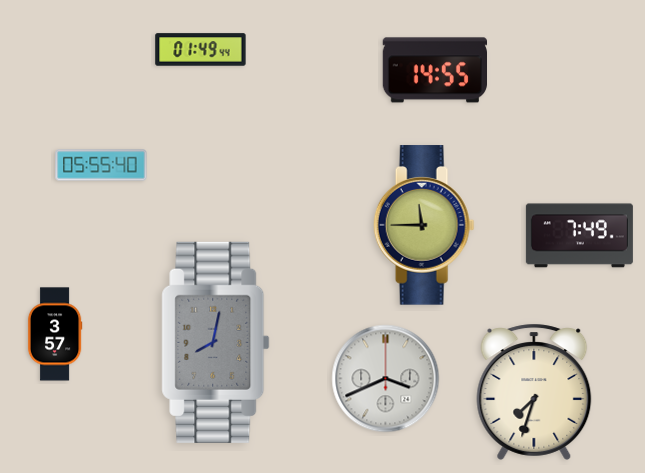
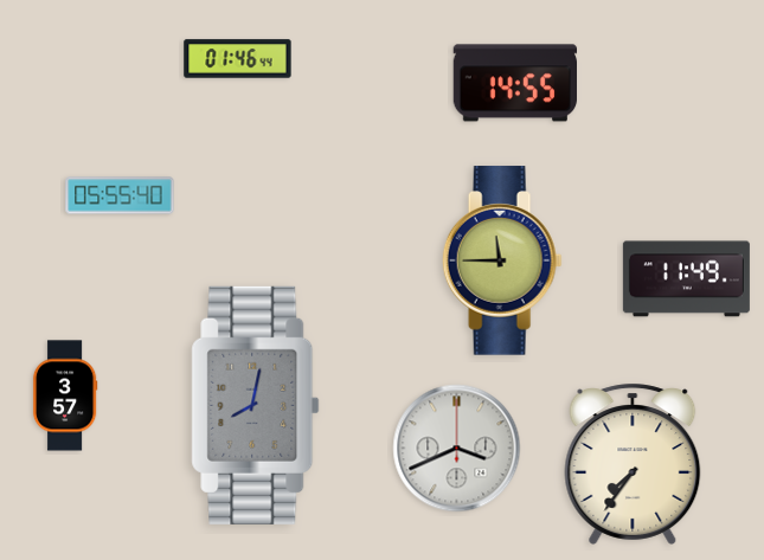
clock at (201, 50): 01:49 -> 01:46
clock at (424, 225) position: (424, 225) -> (502, 260)
clock at (579, 236): 7:49 -> 11:49
clock at (534, 392): 7:33 -> 7:36
